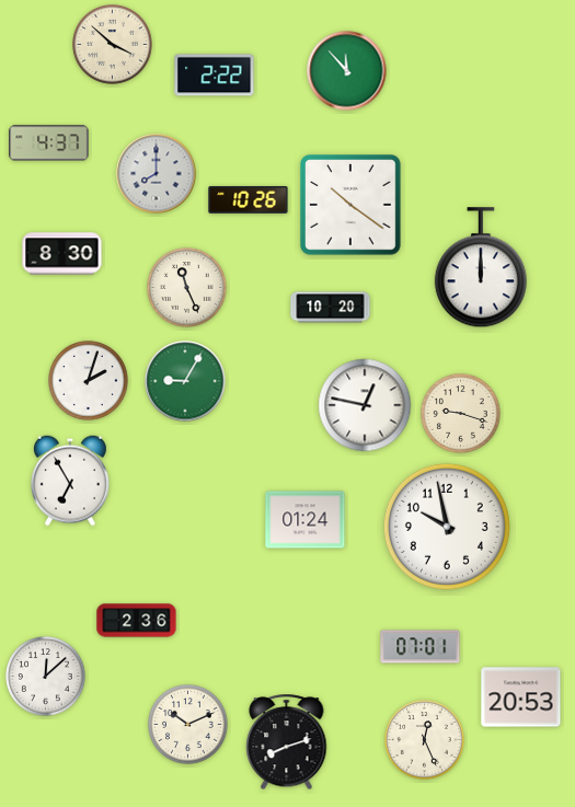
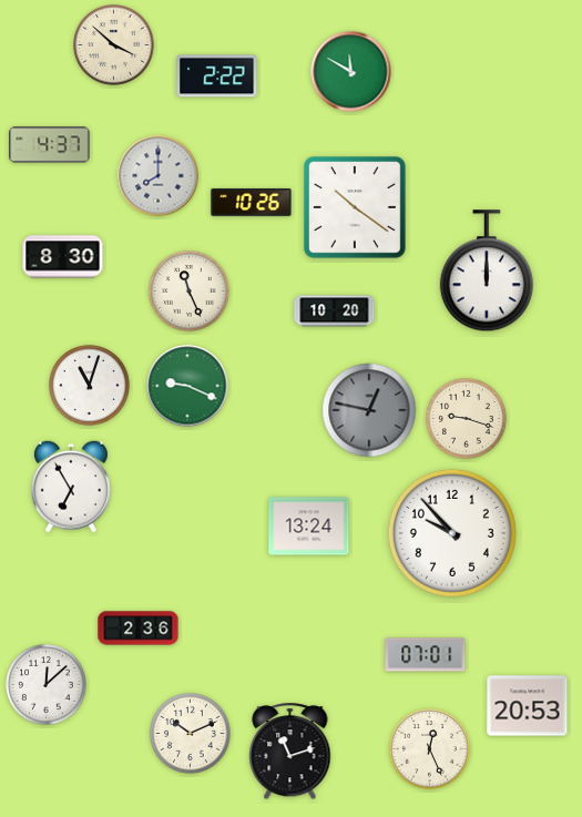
clock at (347, 71): 11:53 -> 11:50
clock at (89, 381): 2:03 -> 11:03
clock at (185, 381): 9:05 -> 9:19
clock at (365, 405) dial: white -> grey
clock at (306, 520): 01:24 -> 13:24
clock at (447, 527): 9:58 -> 9:53
clock at (287, 742): 8:12 -> 11:12
